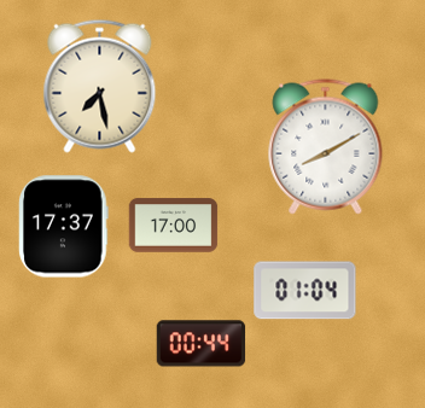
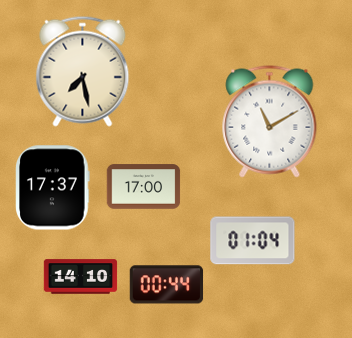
clock at (326, 147): 8:10 -> 11:10
clock at (81, 277): none -> 14:10
